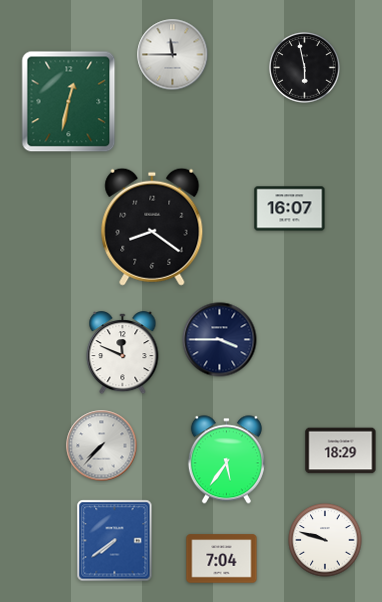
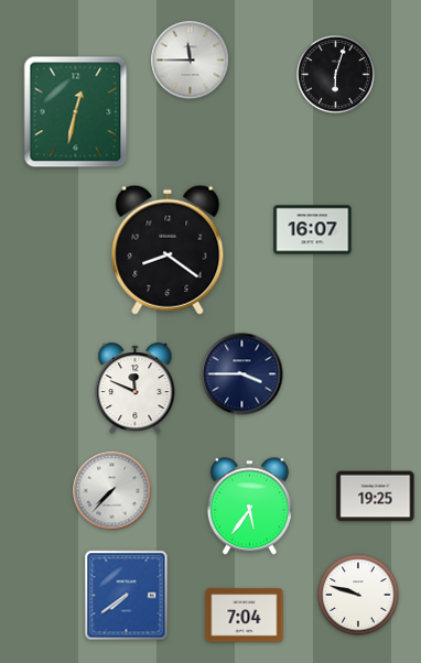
clock at (305, 68): 5:58 -> 6:03
clock at (290, 209) position: (290, 209) -> (313, 230)
clock at (341, 451): 18:29 -> 19:25
